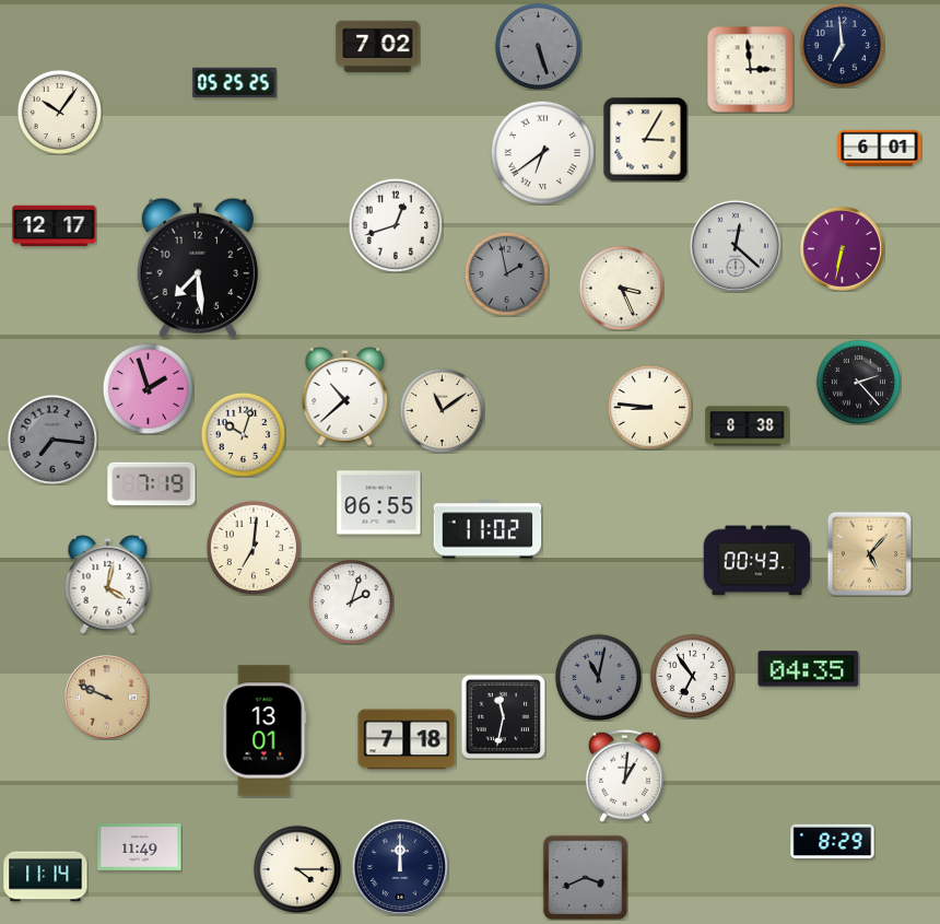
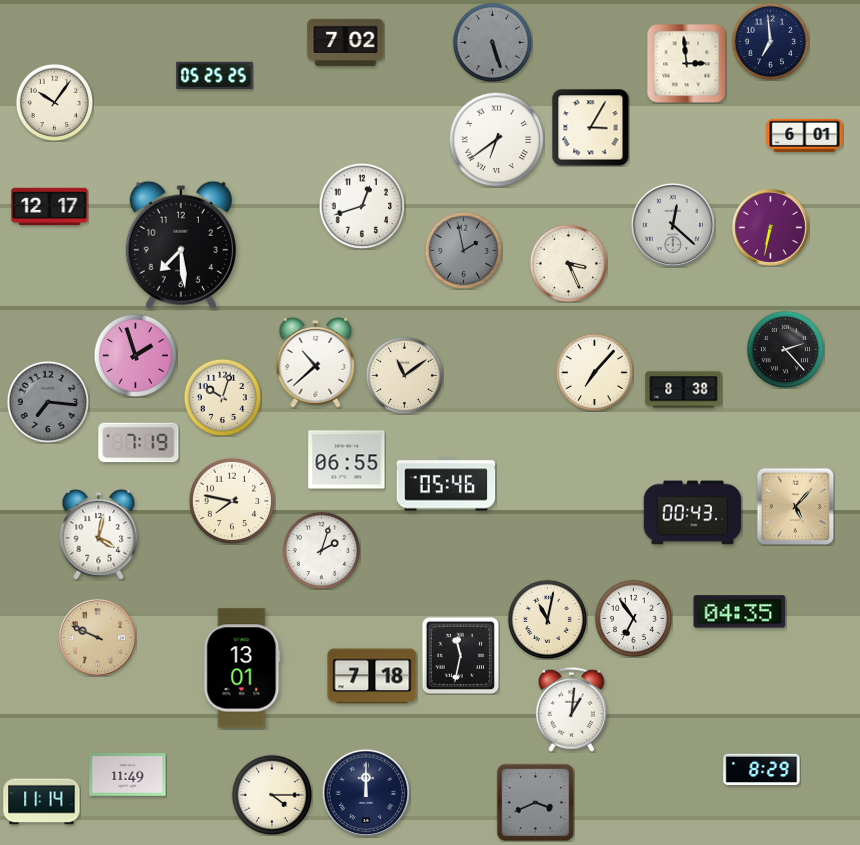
clock at (649, 407): 8:46 -> 7:07
clock at (487, 529): 11:02 -> 05:46
clock at (254, 548): 7:01 -> 7:47
clock at (598, 677) dial: grey -> cream
